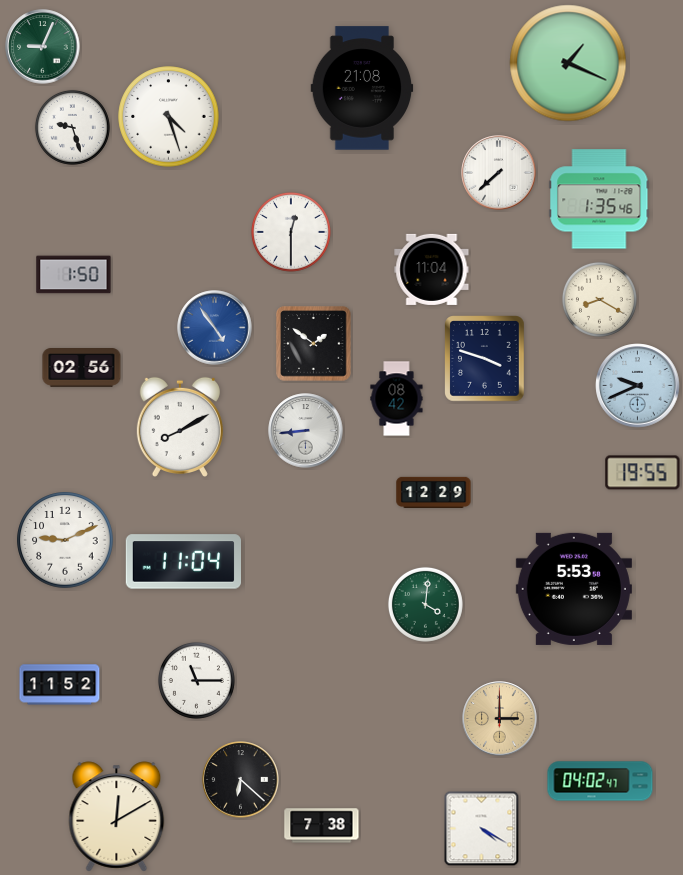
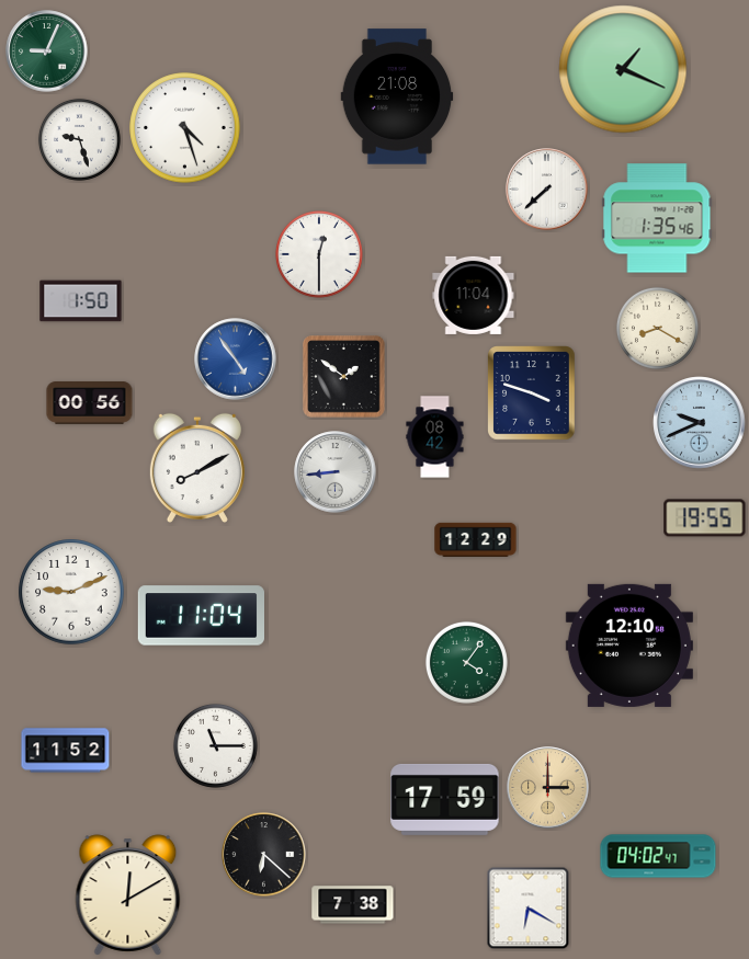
clock at (82, 368): 02:56 -> 00:56
clock at (574, 589): 5:53 -> 12:10
clock at (425, 604): 4:01 -> 4:06
clock at (445, 799): none -> 17:59
clock at (482, 829): 4:20 -> 6:20
